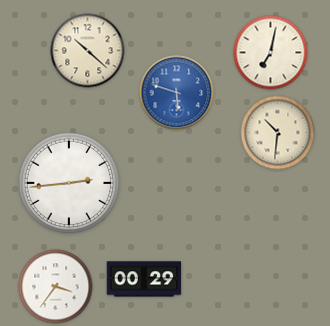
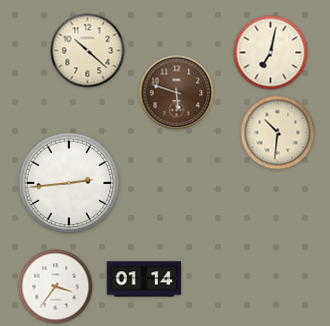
clock at (177, 93) dial: blue -> brown
clock at (144, 279): 00:29 -> 01:14
